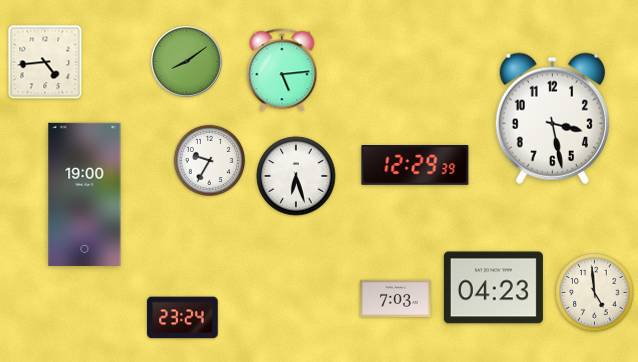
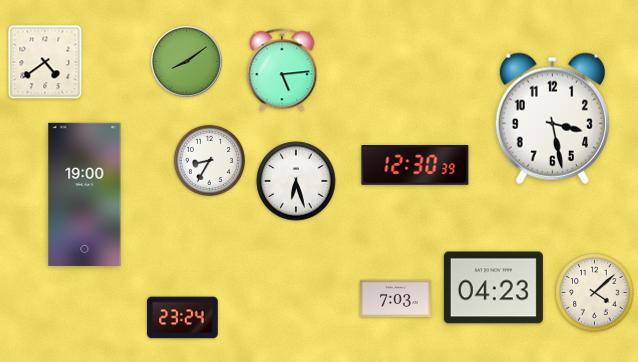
clock at (45, 62): 4:44 -> 4:39
clock at (209, 160): 9:35 -> 8:35
clock at (415, 166): 12:29 -> 12:30
clock at (296, 176) position: (296, 176) -> (296, 181)
clock at (595, 293): 4:59 -> 4:08
